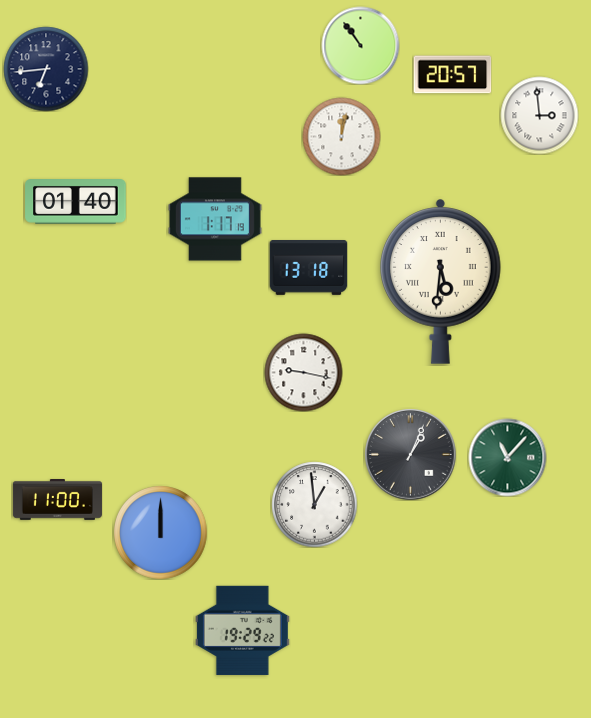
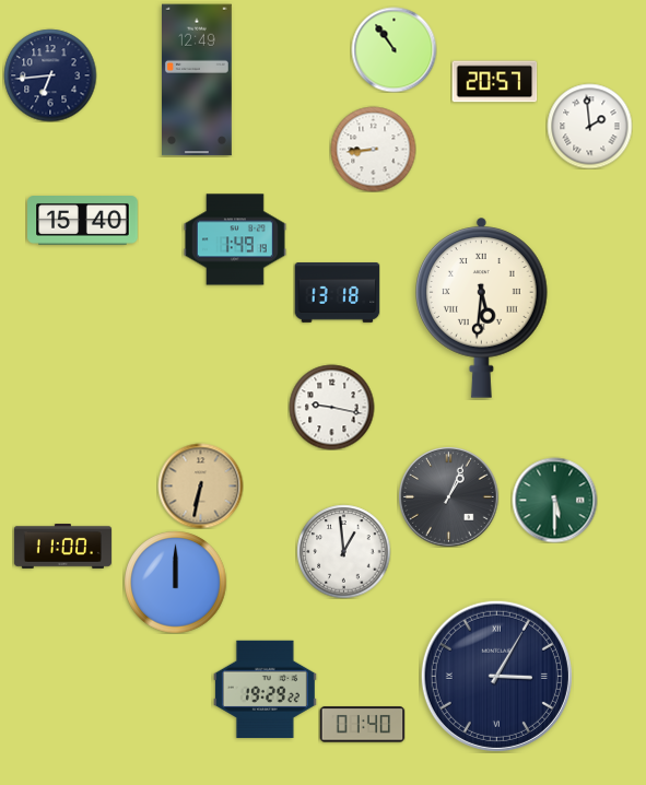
clock at (198, 80): none -> 12:49
clock at (539, 115): 2:59 -> 1:59
clock at (341, 136): 12:02 -> 8:44
clock at (76, 202): 01:40 -> 15:40
clock at (215, 219): 1:17 -> 1:49
clock at (200, 485): none -> 6:32
clock at (507, 457): 11:07 -> 5:30
clock at (496, 676): none -> 3:05
clock at (362, 725): none -> 01:40
